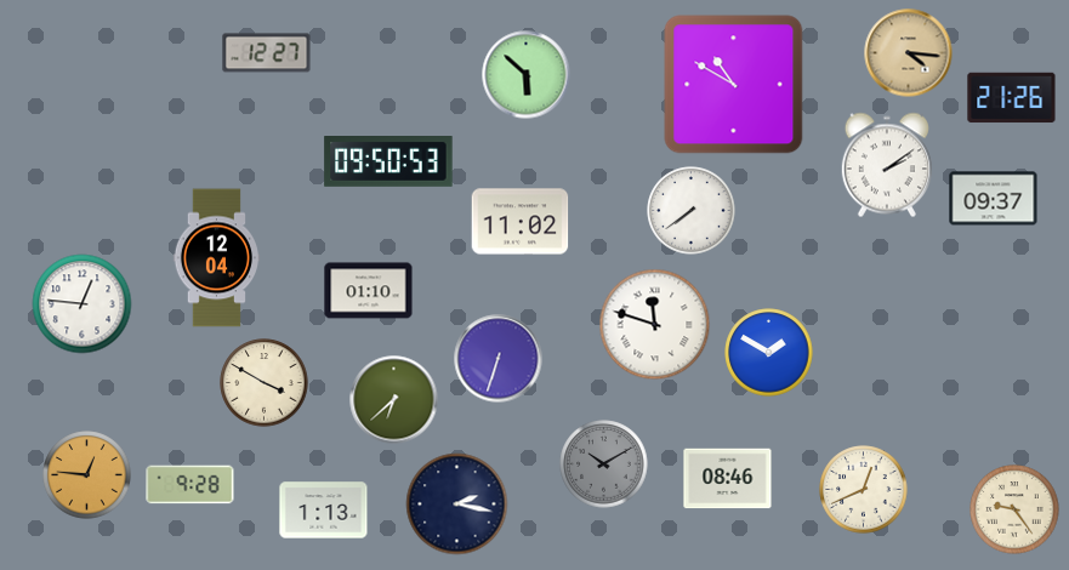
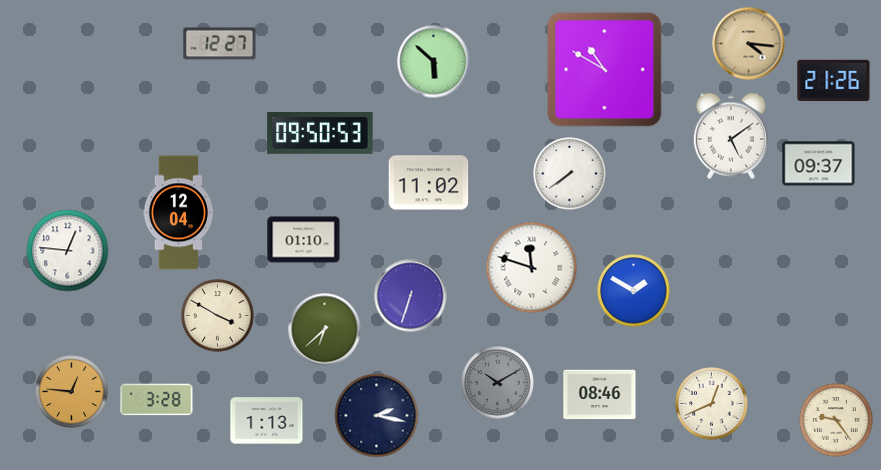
clock at (887, 165): 2:09 -> 5:09
clock at (655, 325) position: (655, 325) -> (532, 268)
clock at (191, 485): 9:28 -> 3:28
